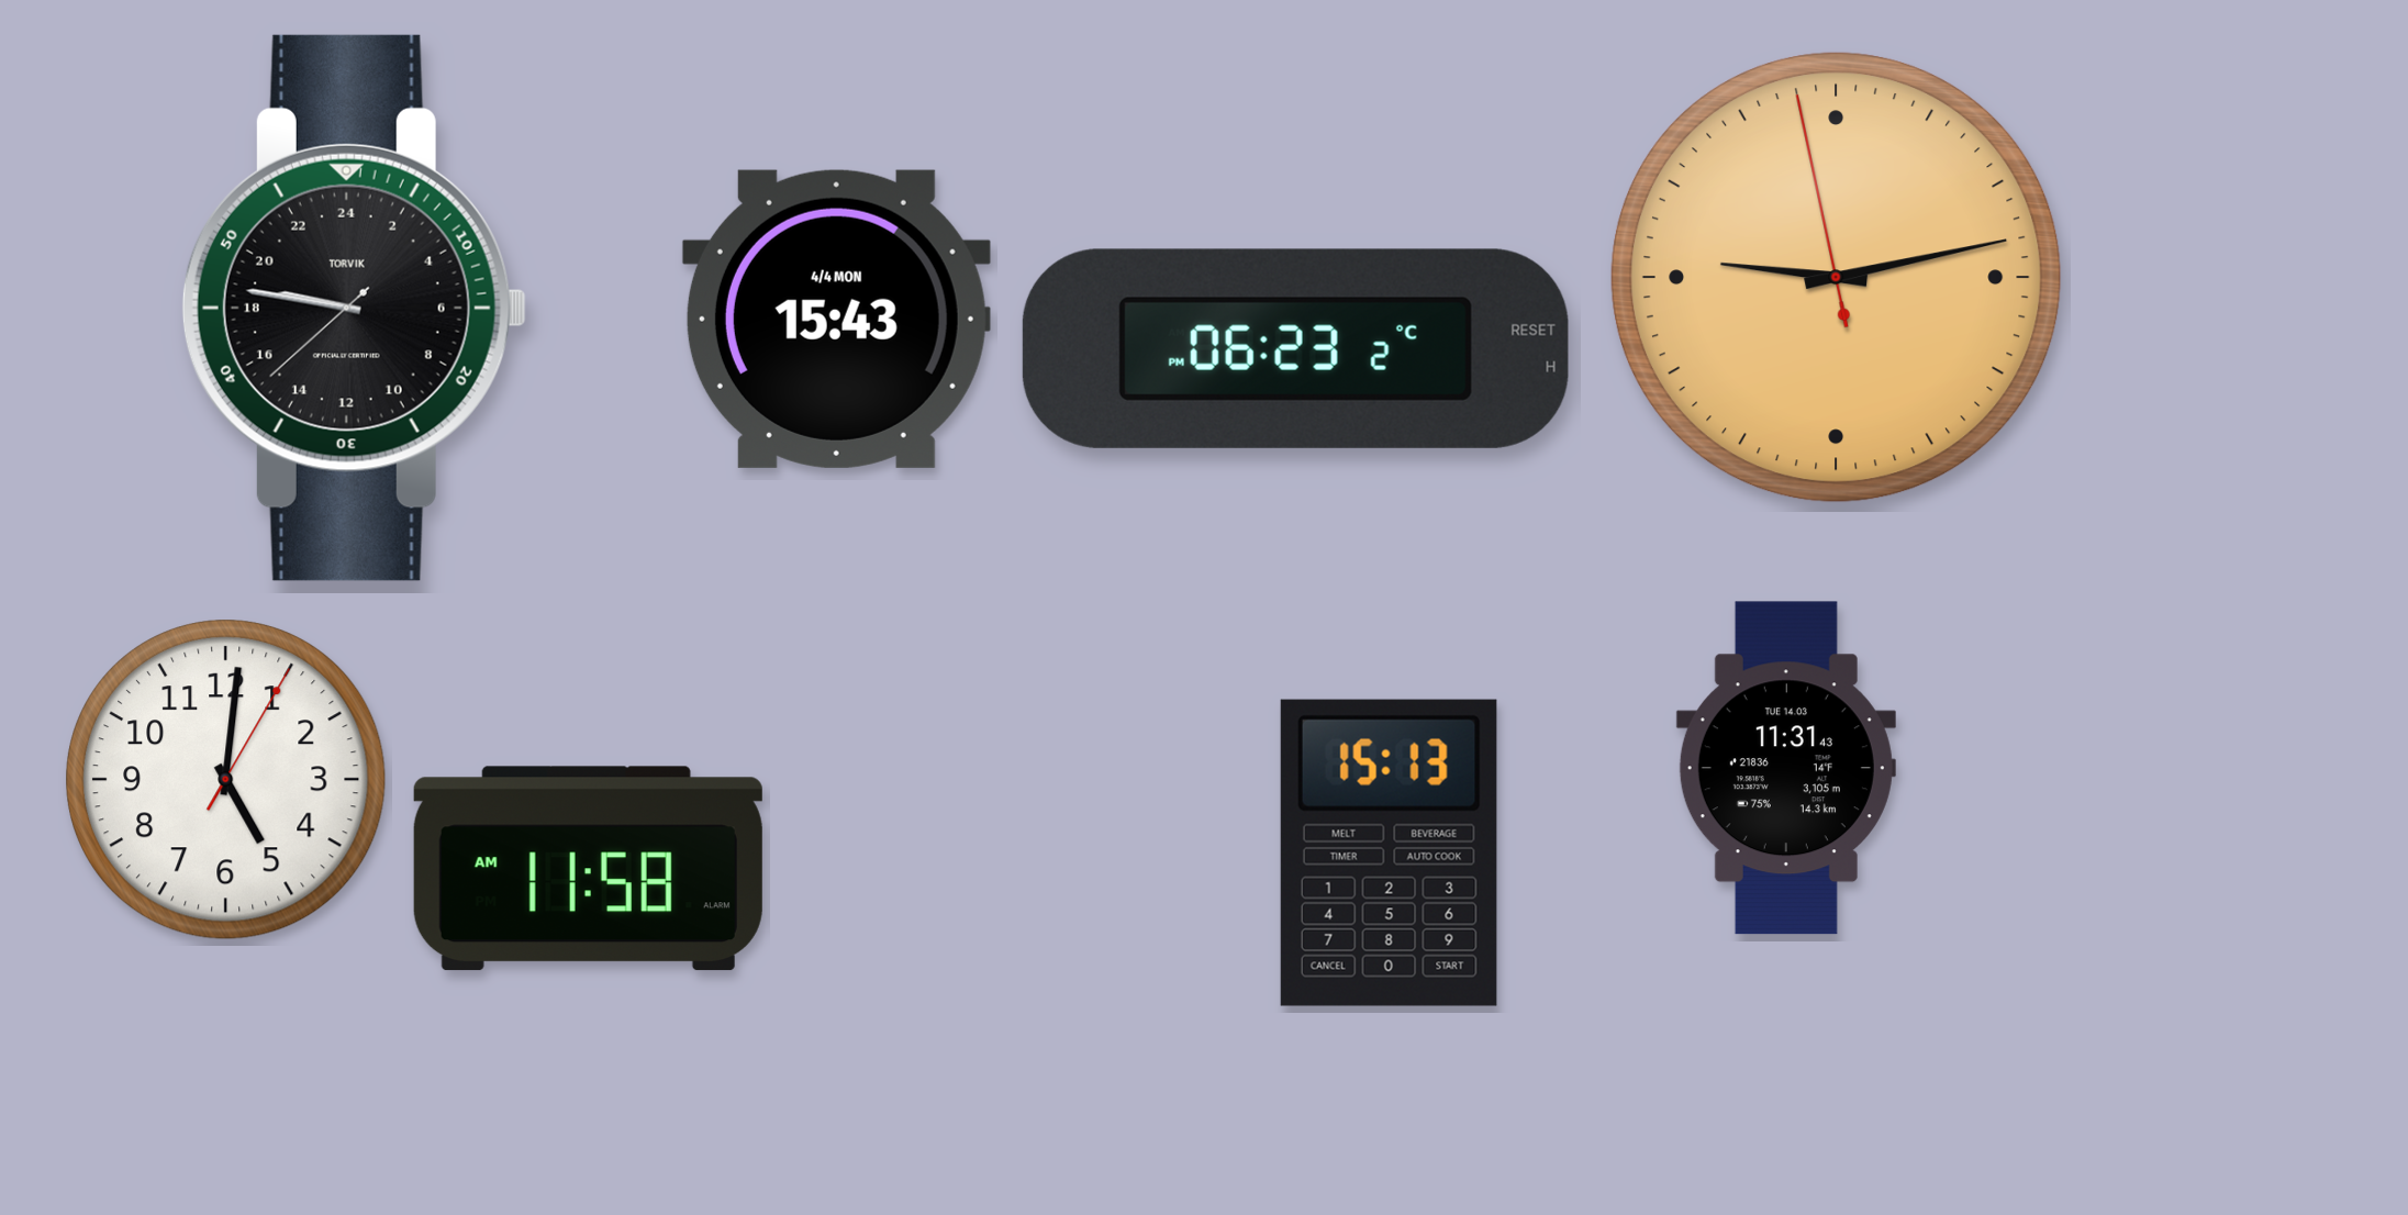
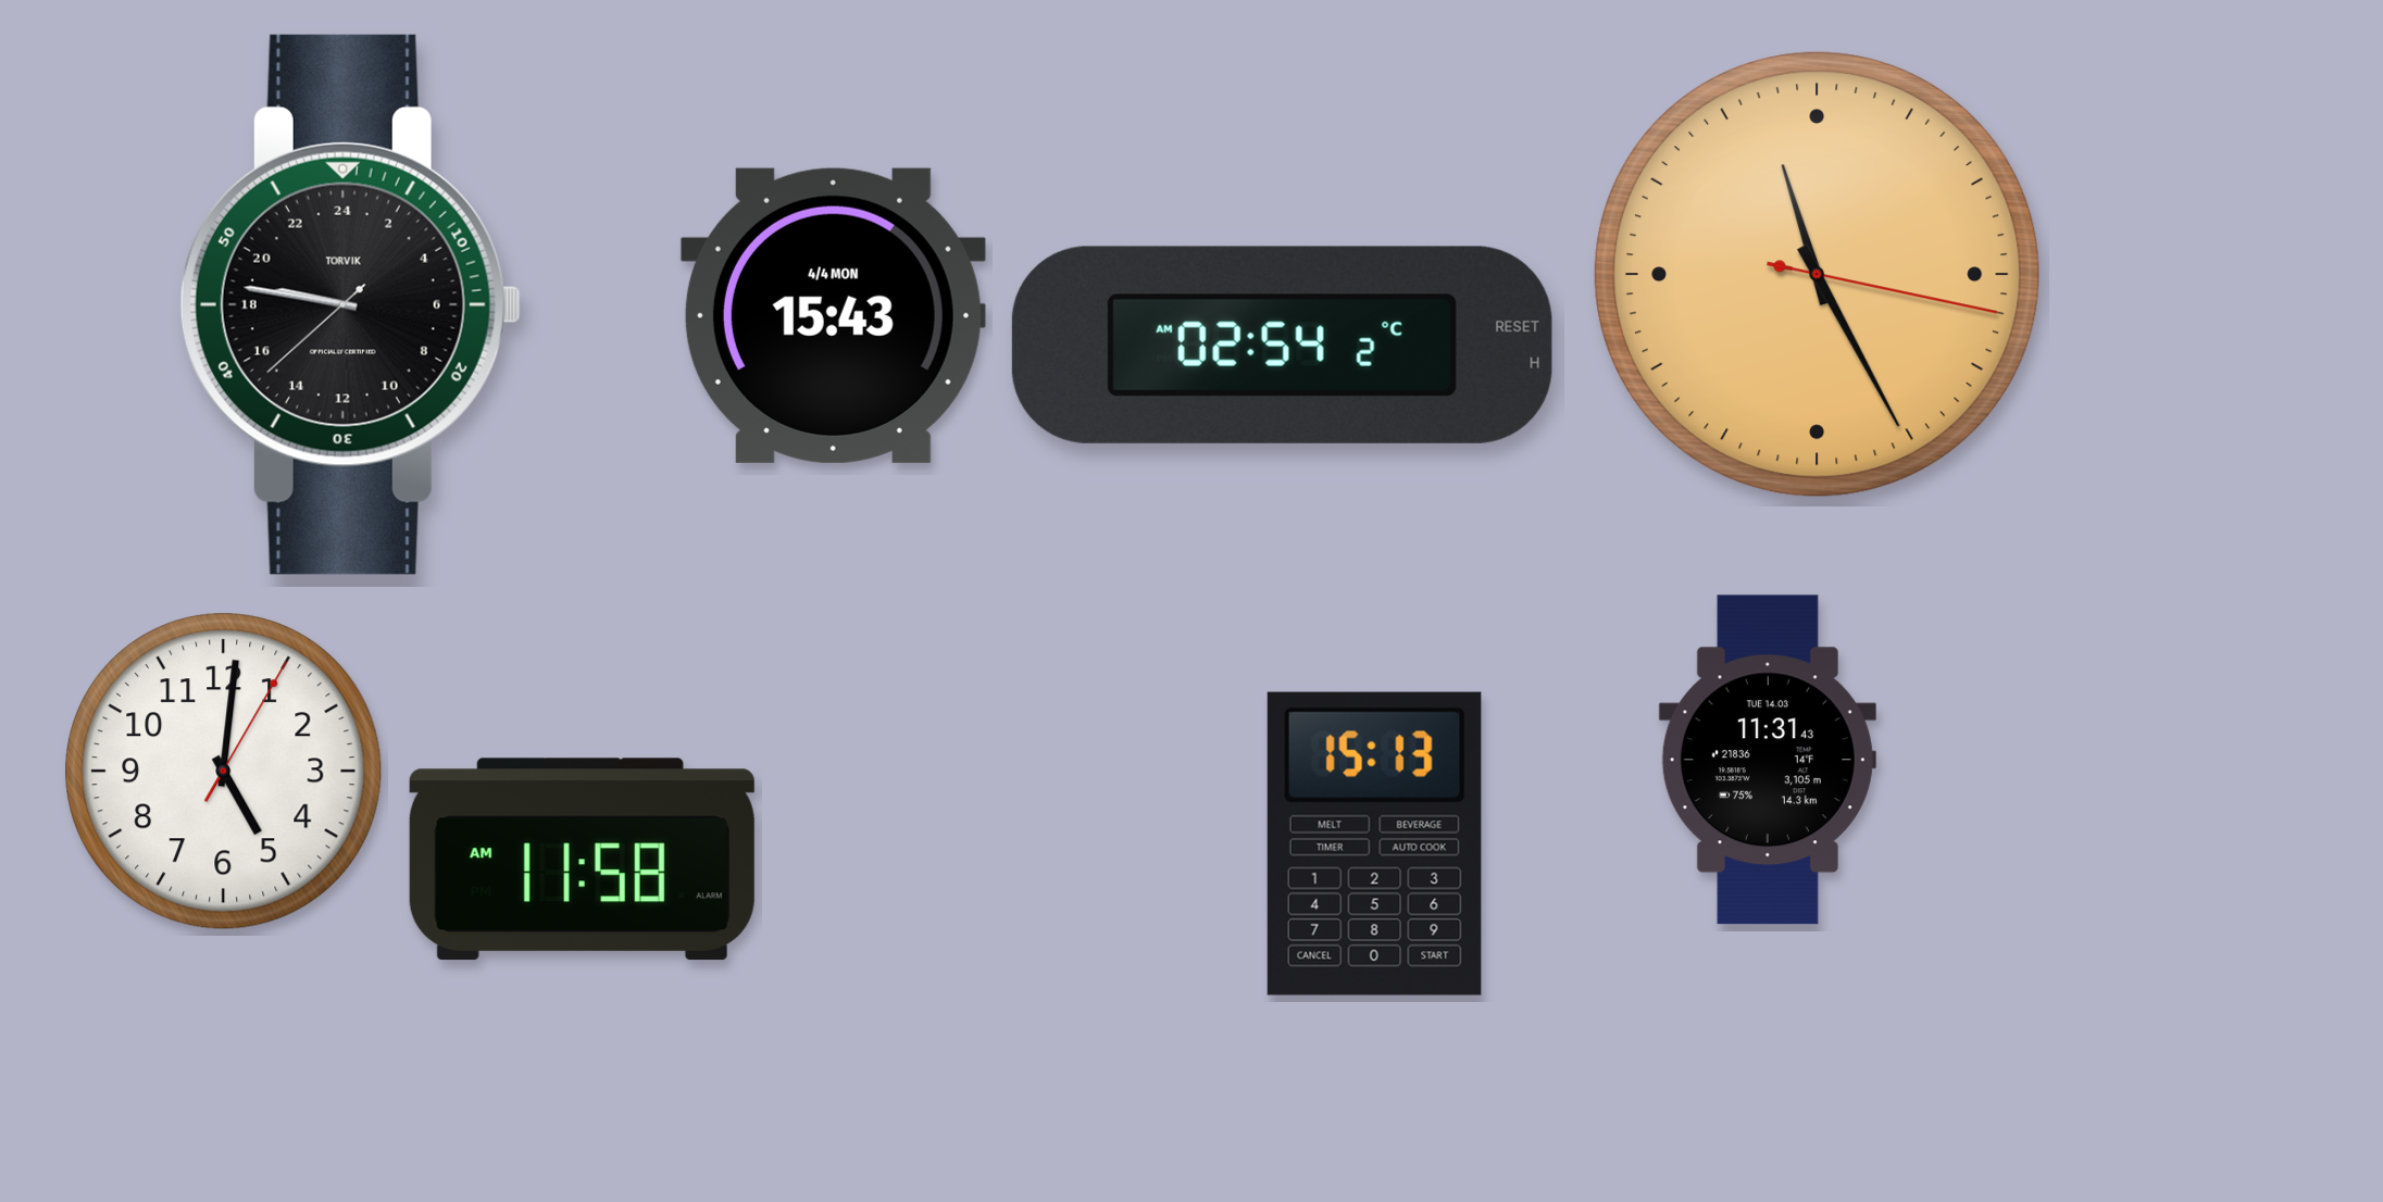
clock at (1836, 277): 9:12 -> 11:25
clock at (836, 319) position: (836, 319) -> (833, 315)
clock at (1295, 348): 06:23 -> 02:54
